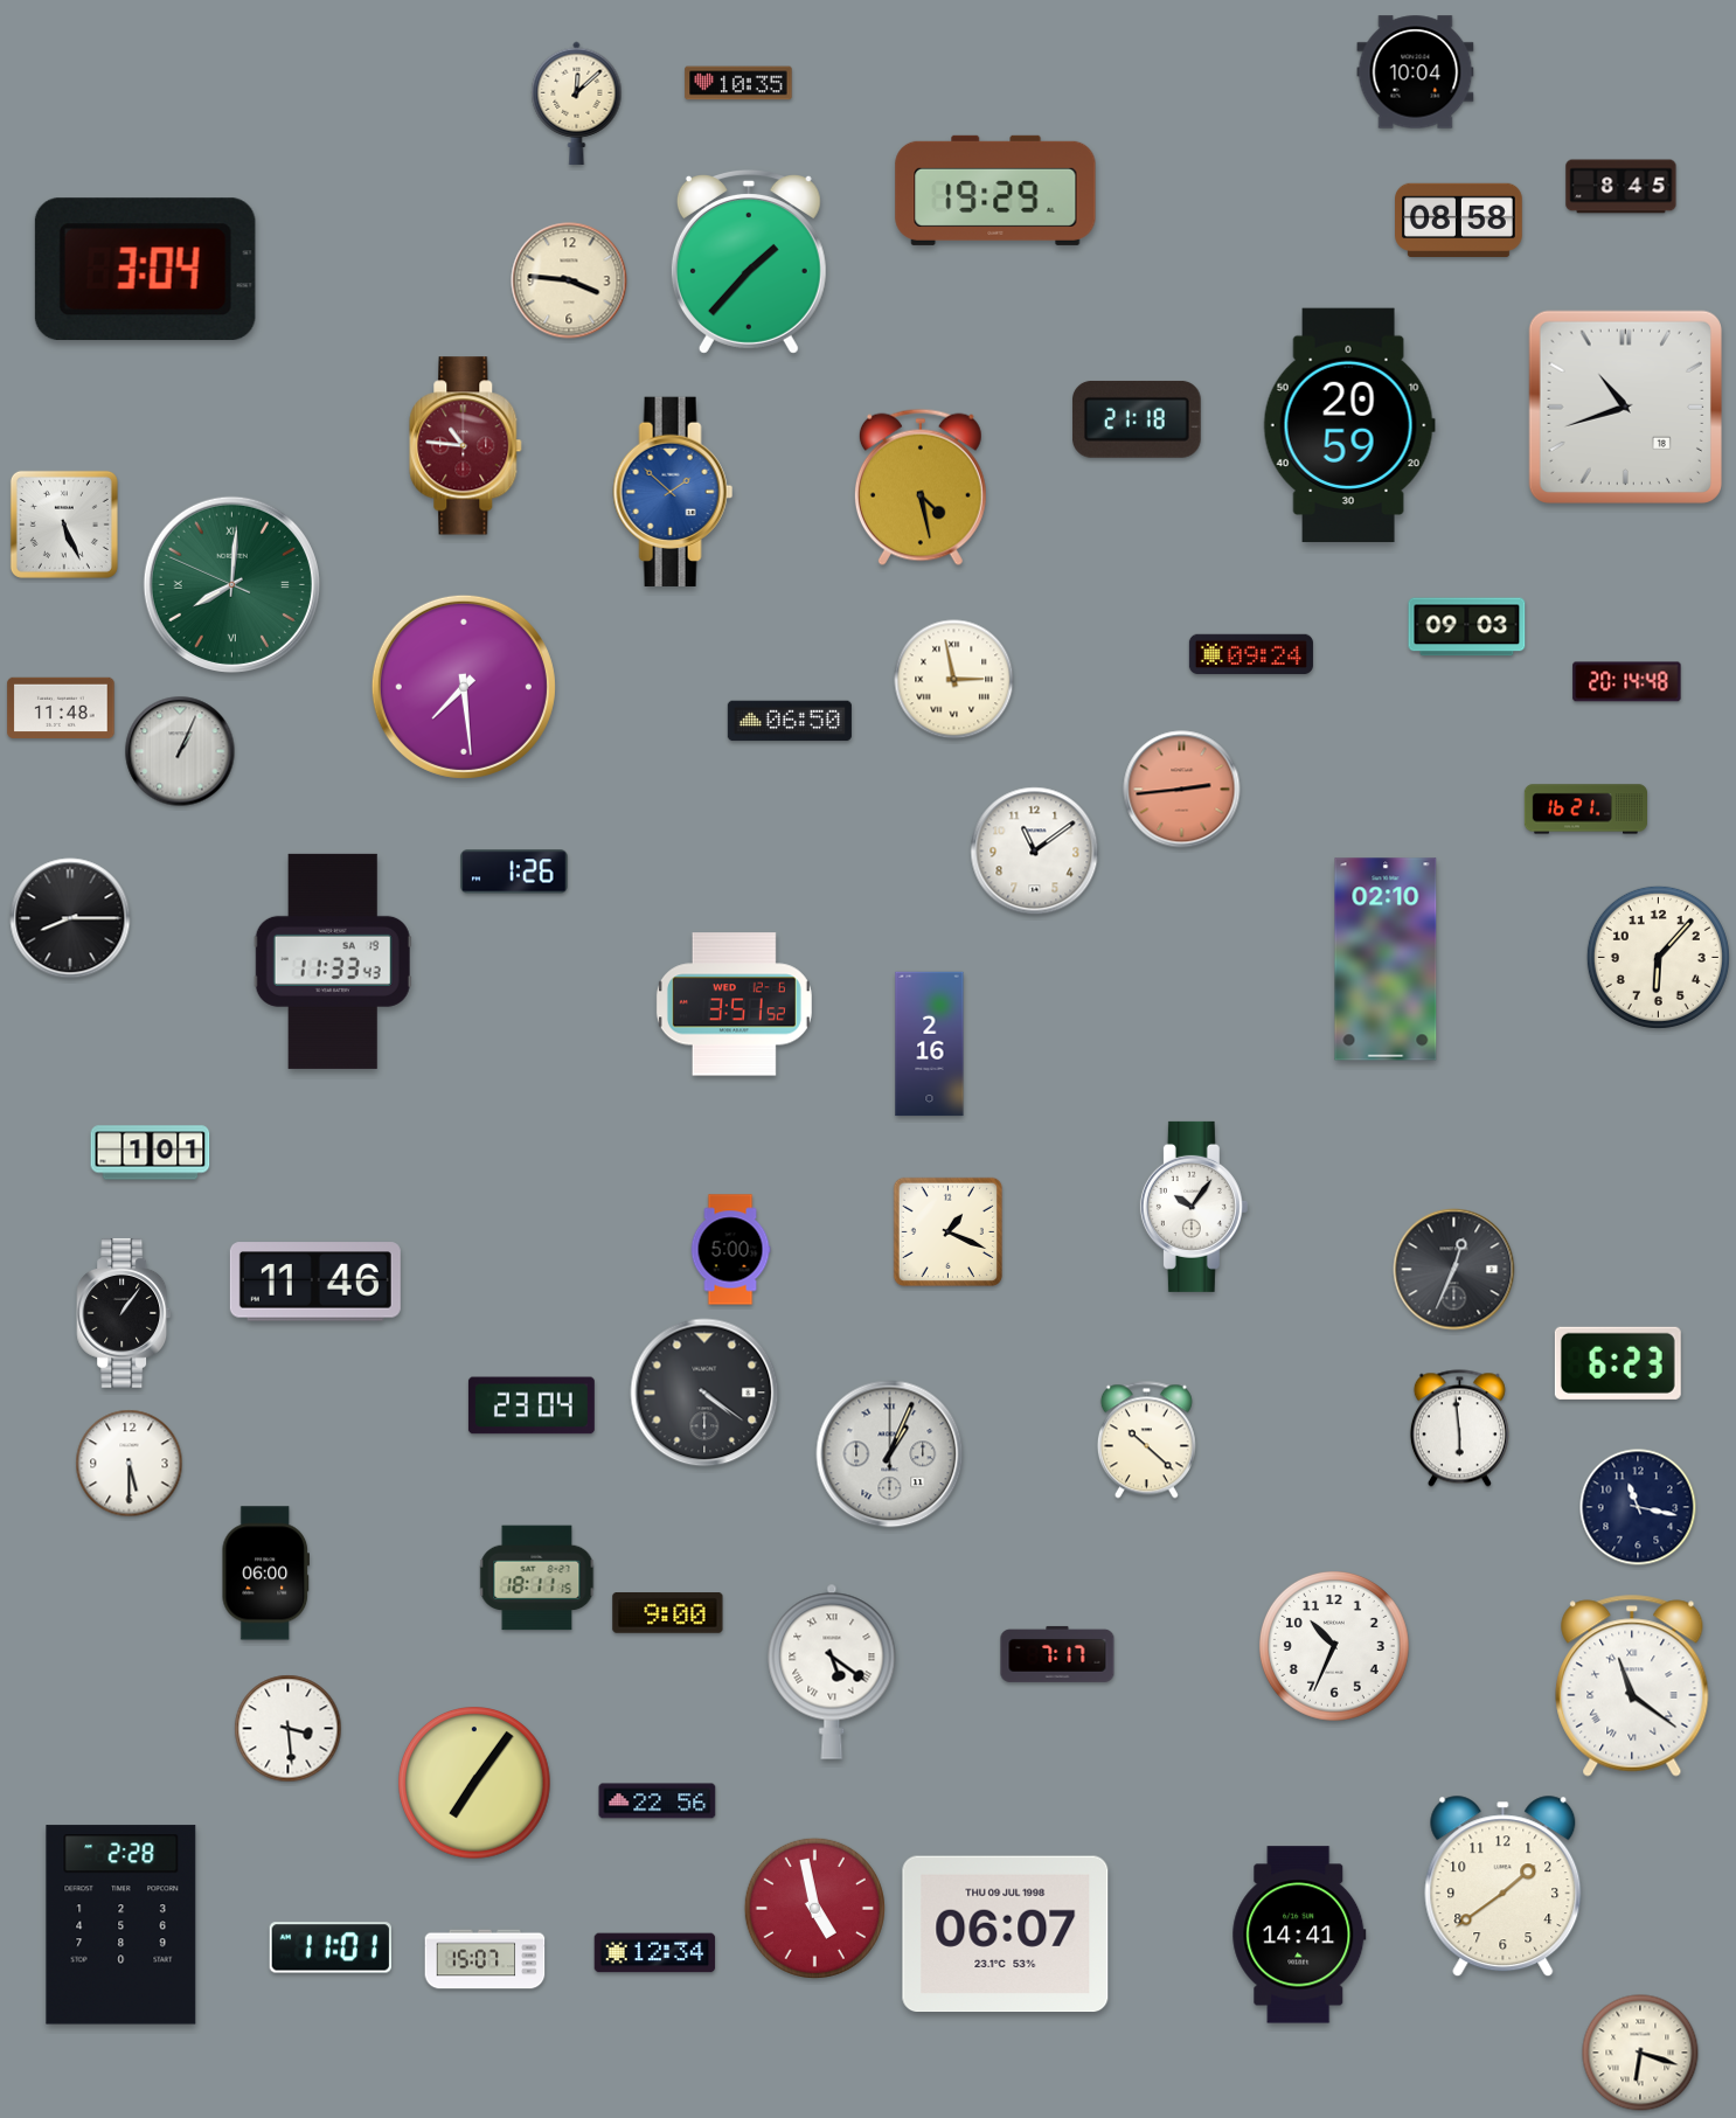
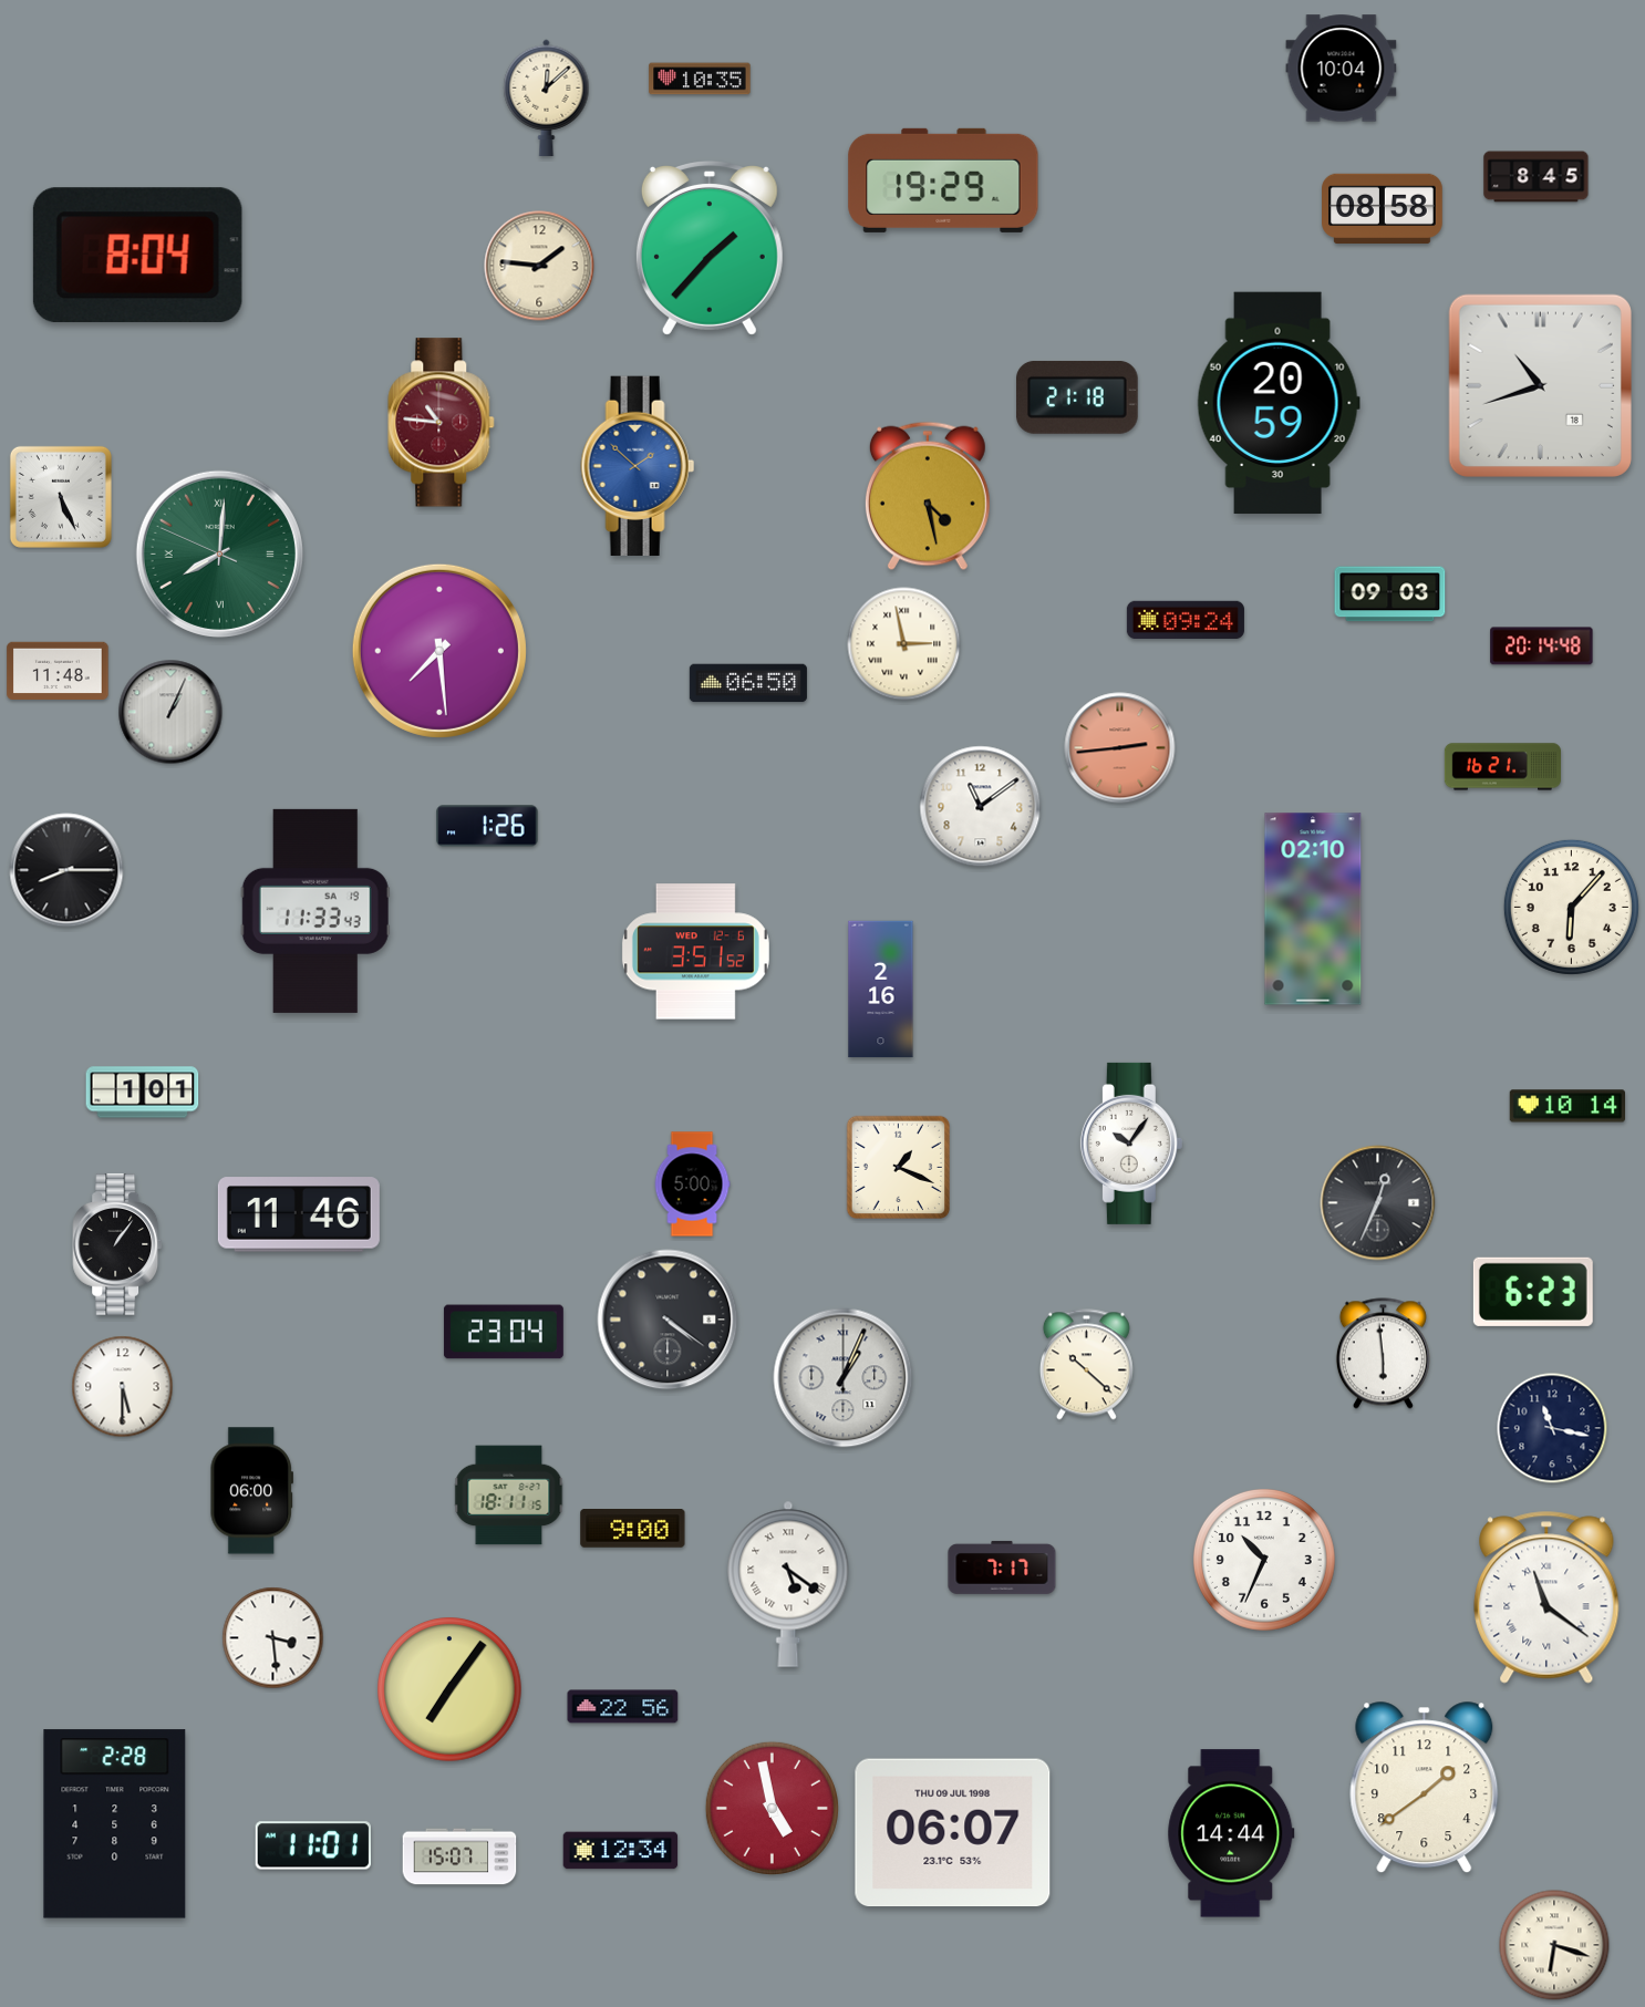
clock at (145, 270): 3:04 -> 8:04
clock at (569, 280): 3:46 -> 1:46
clock at (921, 487) position: (921, 487) -> (928, 496)
clock at (1566, 1106): none -> 10:14
clock at (1299, 1935): 14:41 -> 14:44
